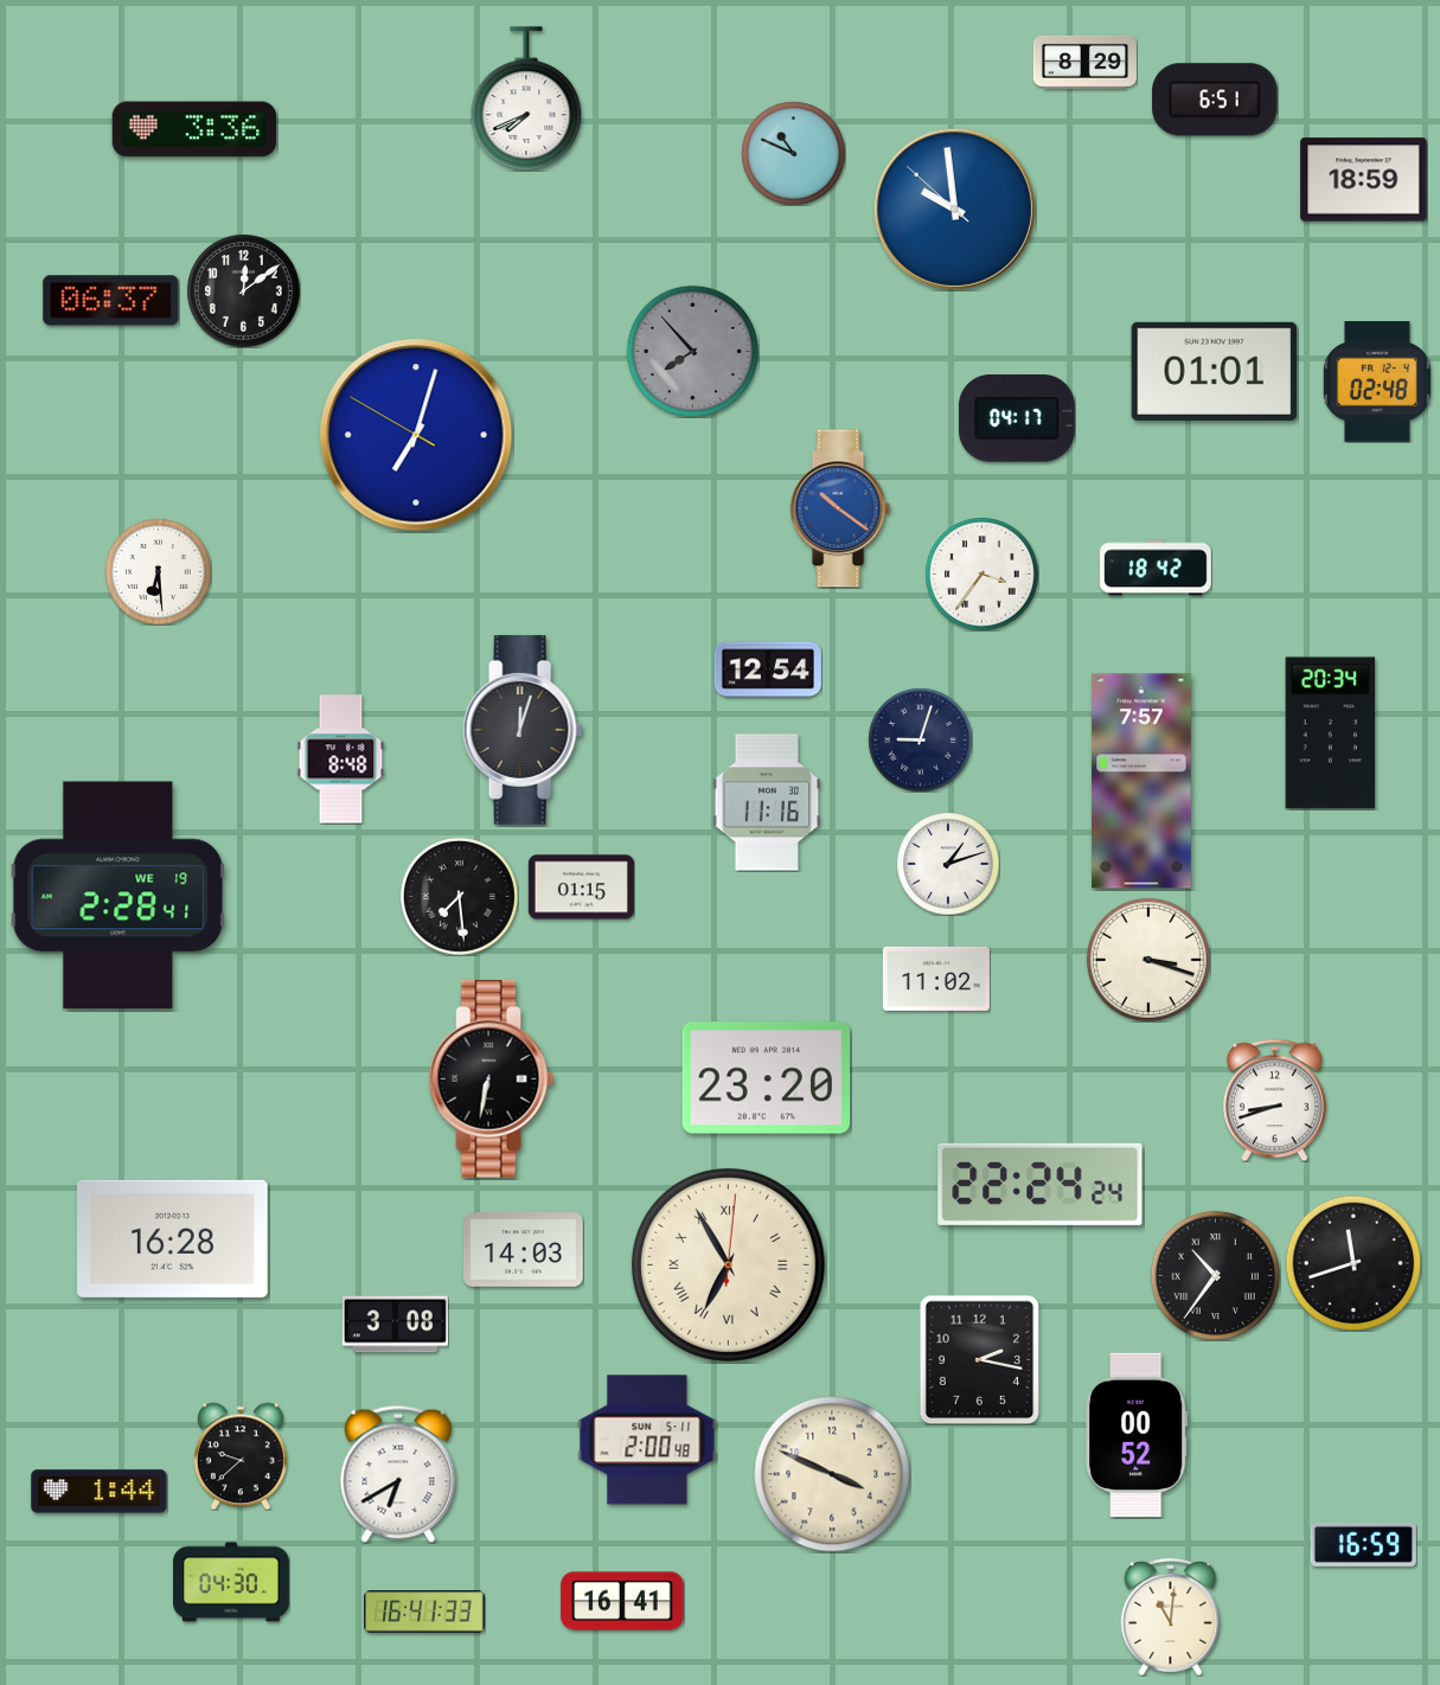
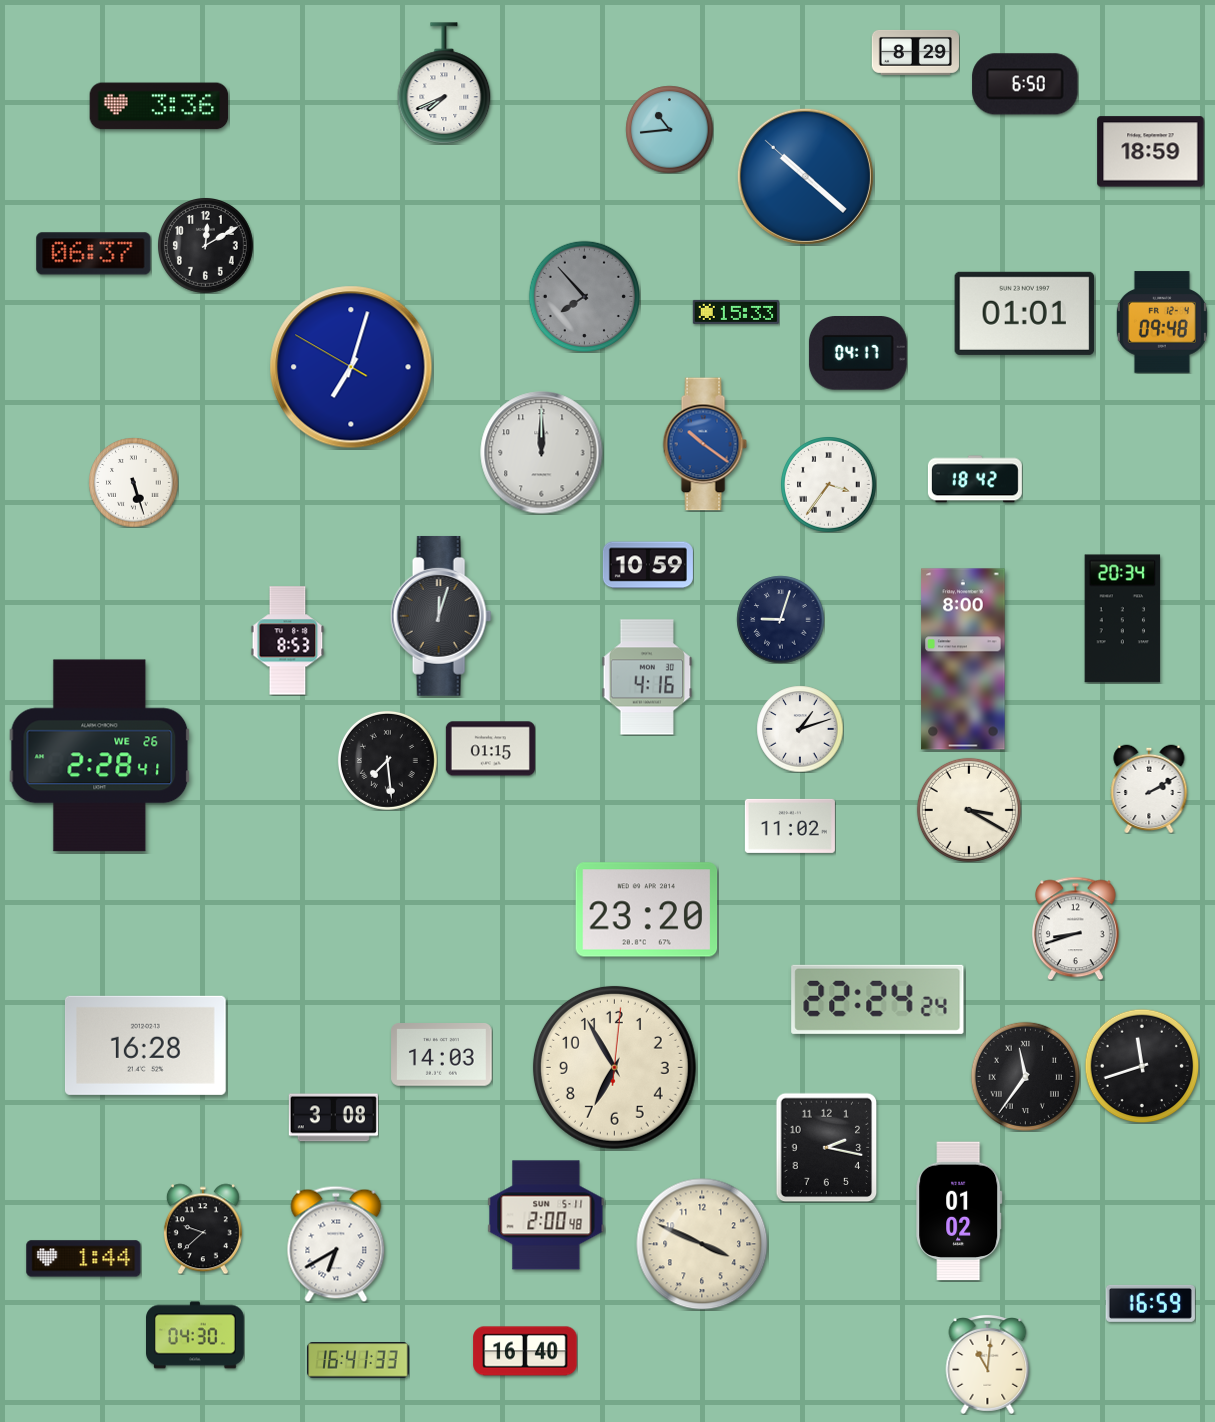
clock at (1215, 100): 6:51 -> 6:50
clock at (194, 129) position: (194, 129) -> (159, 106)
clock at (793, 153): 10:49 -> 10:44
clock at (954, 209): 9:58 -> 10:21
clock at (244, 291): 12:09 -> 12:10
clock at (736, 312): none -> 15:33
clock at (1377, 382): 02:48 -> 09:48
clock at (840, 508) position: (840, 508) -> (705, 444)
clock at (542, 453): none -> 12:00
clock at (158, 571): 6:29 -> 5:27
clock at (768, 669): 12:54 -> 10:59
clock at (920, 739) position: (920, 739) -> (780, 619)
clock at (341, 760): 8:48 -> 8:53
clock at (1141, 781): 7:57 -> 8:00
clock at (767, 802): 11:16 -> 4:16
clock at (119, 896) date: WE 19 -> WE 26
clock at (459, 896) position: (459, 896) -> (387, 760)
clock at (1149, 789): none -> 2:10
clock at (1148, 960): 3:18 -> 3:20
clock at (492, 1079): 6:32 -> none
clock at (728, 1264) numerals: Roman -> Arabic
clock at (1215, 1275): 10:36 -> 11:36
clock at (1137, 1435): 00:52 -> 01:02
clock at (622, 1601): 16:41 -> 16:40
